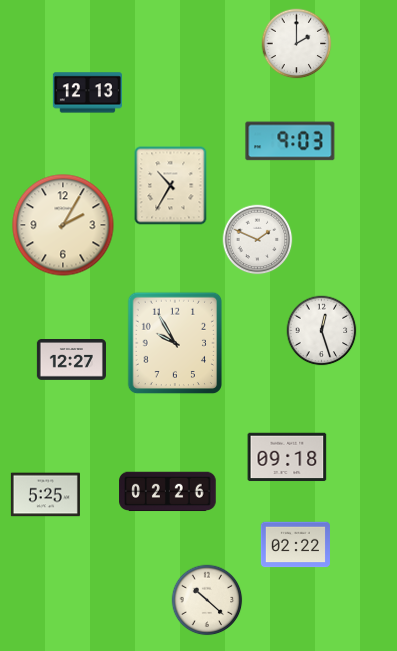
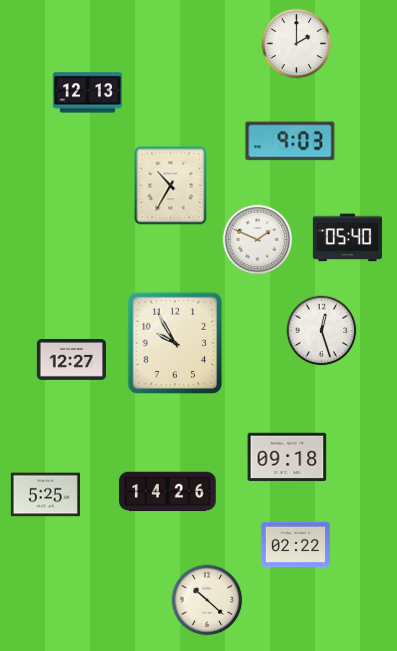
clock at (63, 225): 2:05 -> none
clock at (347, 238): none -> 05:40
clock at (168, 492): 02:26 -> 14:26
